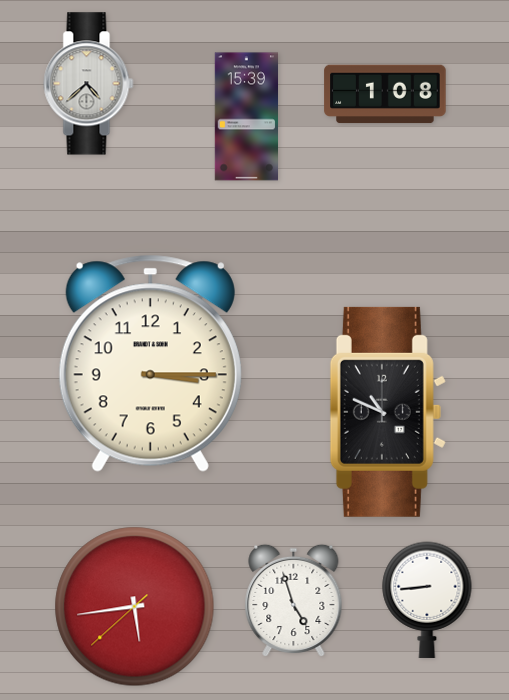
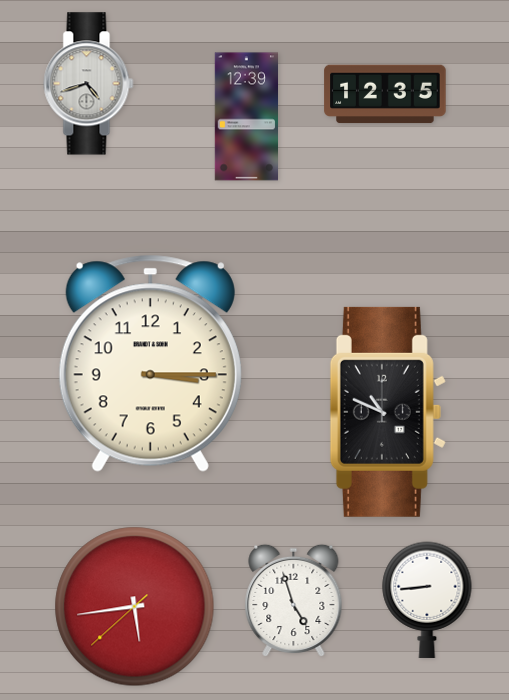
clock at (89, 84): 4:38 -> 4:42
clock at (385, 94): 1:08 -> 12:35
clock at (246, 117): 15:39 -> 12:39
